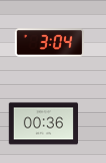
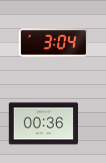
clock at (50, 43) position: (50, 43) -> (54, 43)
